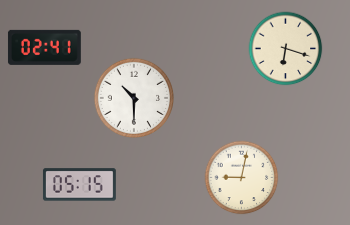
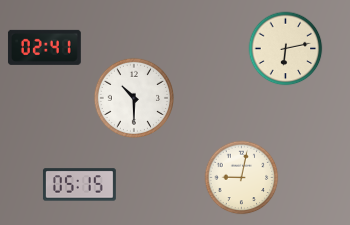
clock at (286, 49): 6:18 -> 6:13
